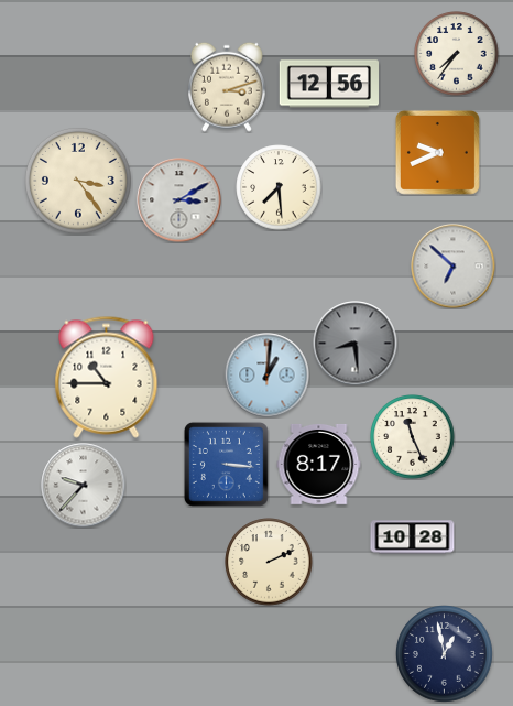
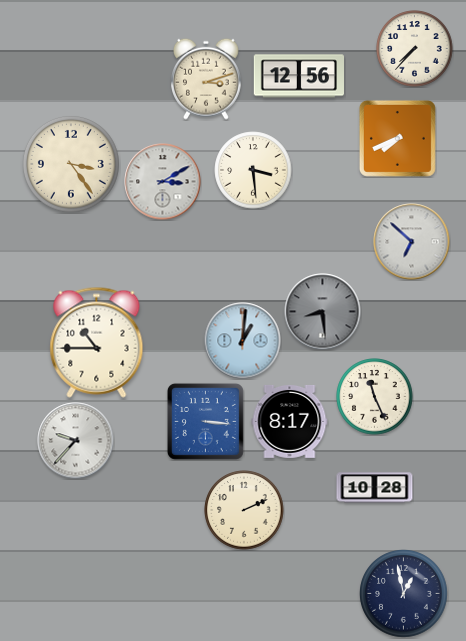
clock at (457, 54): 7:36 -> 7:37
clock at (437, 152): 9:41 -> 7:41
clock at (279, 187): 7:29 -> 3:29
